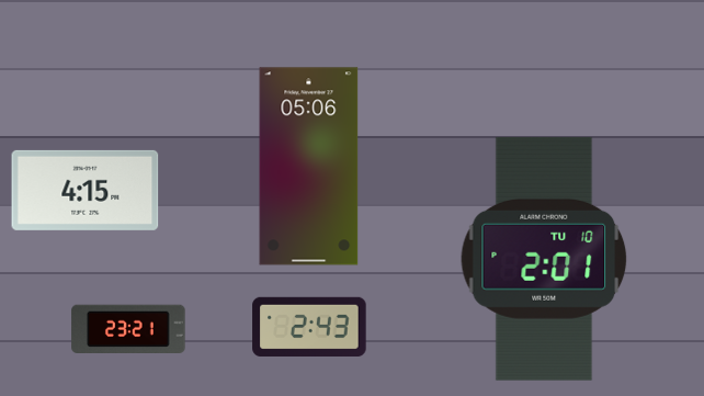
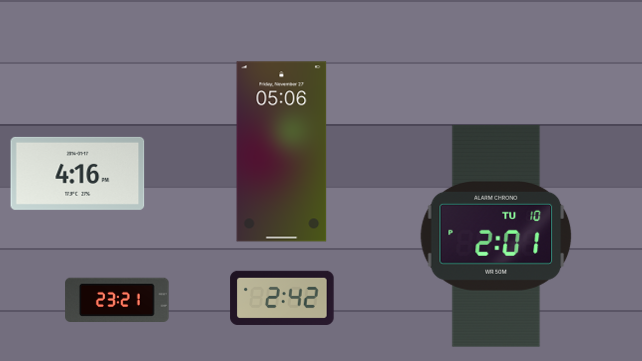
clock at (86, 190): 4:15 -> 4:16
clock at (309, 327): 2:43 -> 2:42
